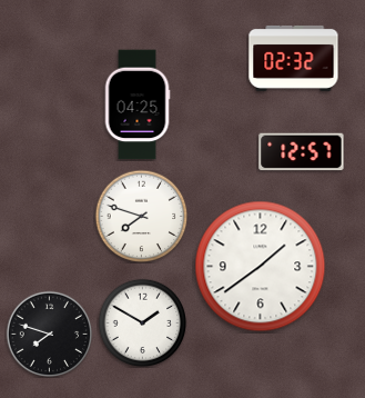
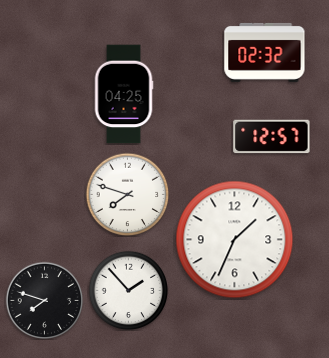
clock at (261, 267): 1:39 -> 1:34
clock at (142, 322): 1:50 -> 1:53
